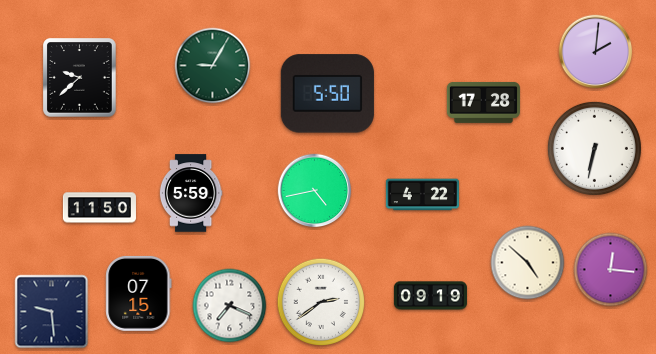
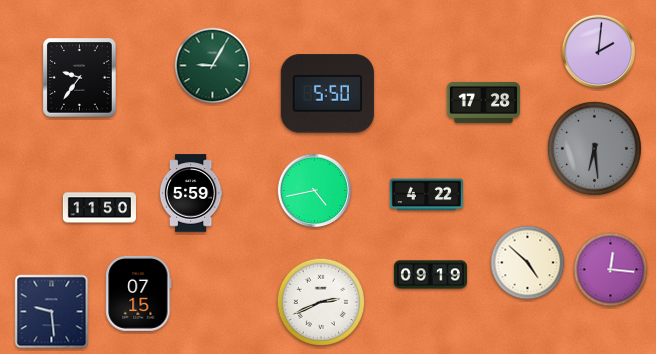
clock at (596, 52) position: (596, 52) -> (599, 52)
clock at (80, 78): 9:38 -> 9:36
clock at (594, 148): 6:32 -> 6:29
clock at (594, 148) dial: white -> grey
clock at (422, 195) position: (422, 195) -> (426, 195)
clock at (430, 296) position: (430, 296) -> (430, 275)
clock at (320, 301): 2:39 -> 2:41
clock at (230, 306): 7:19 -> none
